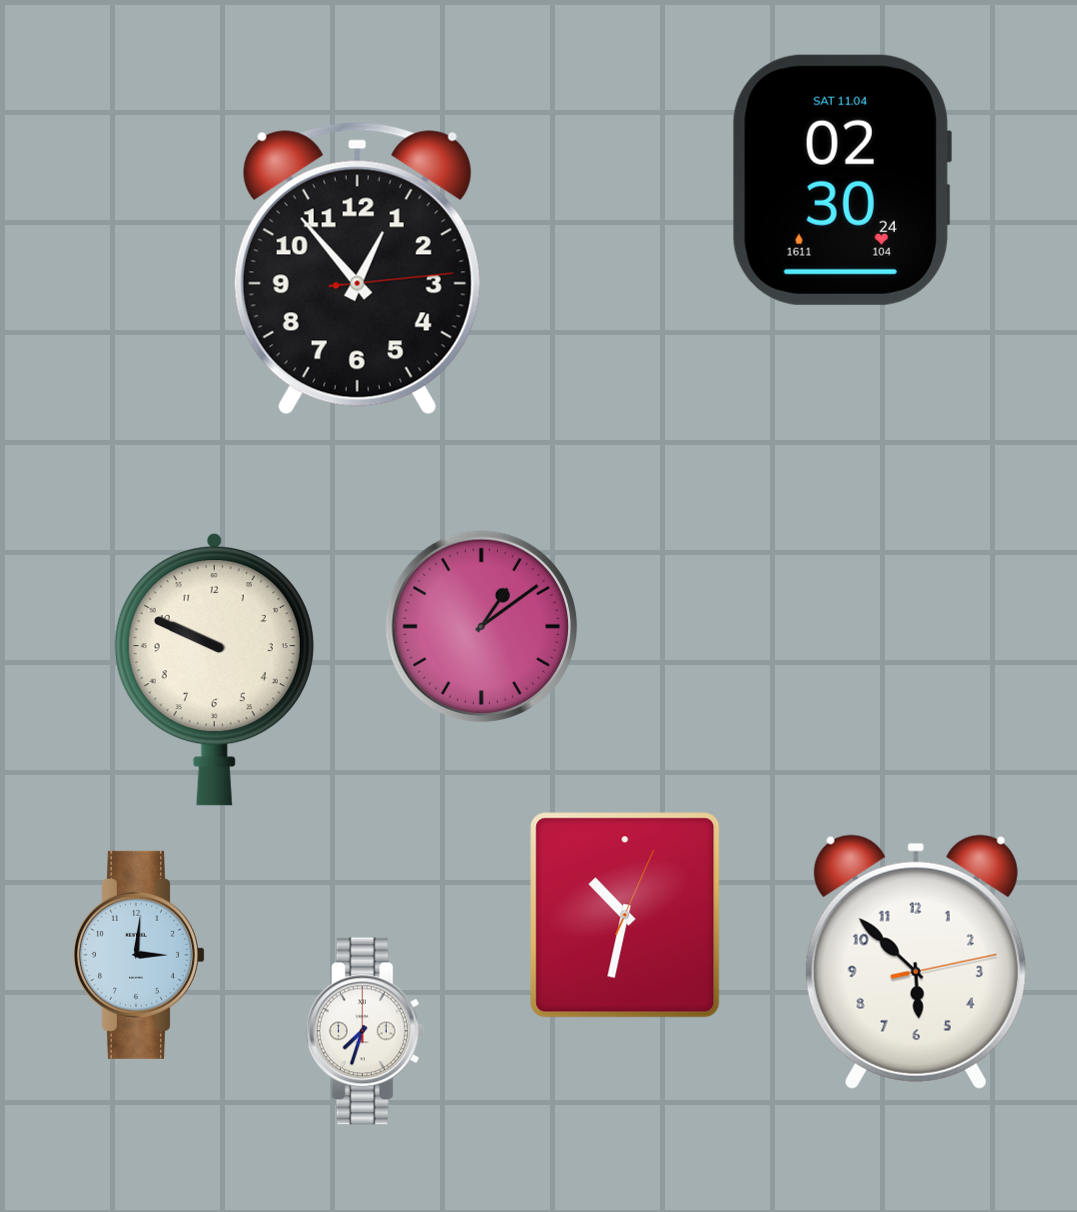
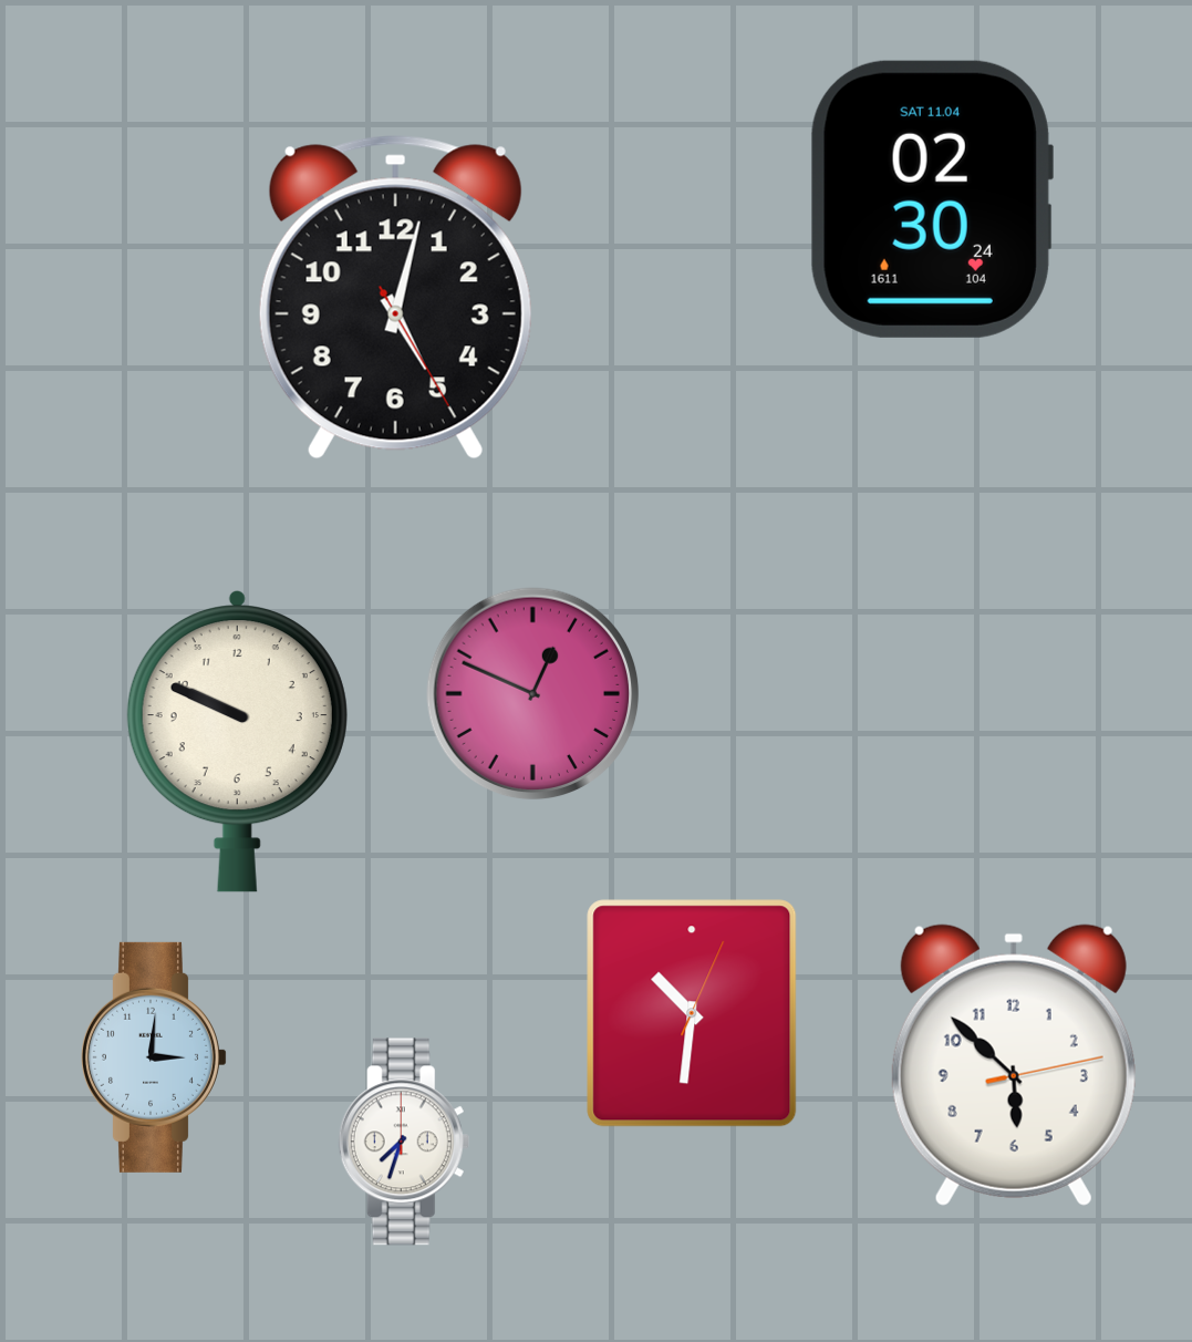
clock at (357, 269): 12:53 -> 5:02
clock at (482, 627): 1:09 -> 12:49
clock at (625, 915): 10:32 -> 10:31
